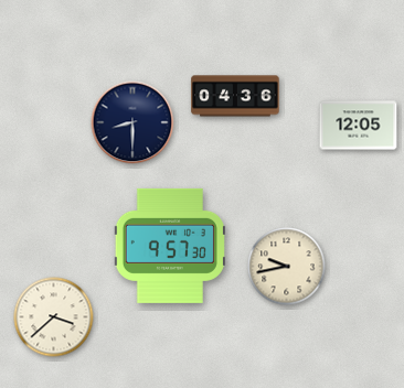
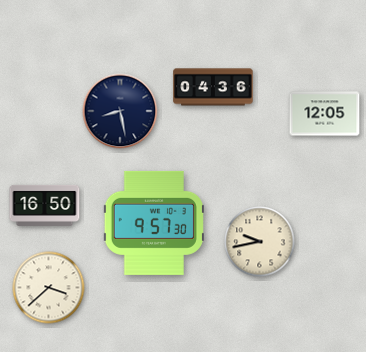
clock at (132, 122): 8:30 -> 8:28
clock at (45, 205): none -> 16:50
